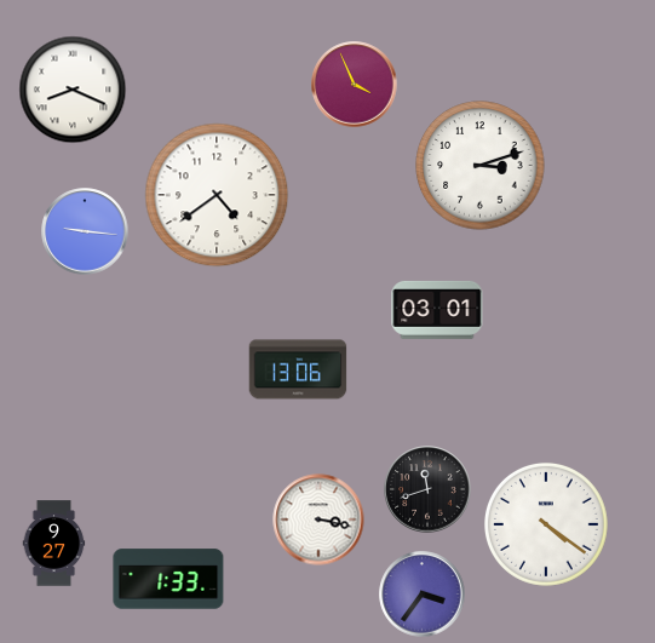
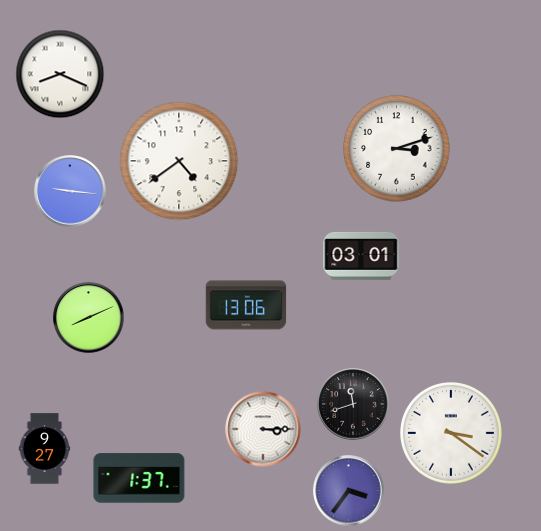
clock at (355, 85): 3:56 -> none
clock at (481, 166) position: (481, 166) -> (397, 149)
clock at (89, 318): none -> 8:11
clock at (318, 519): 3:17 -> 3:15
clock at (546, 524): 4:21 -> 3:21
clock at (168, 579): 1:33 -> 1:37
